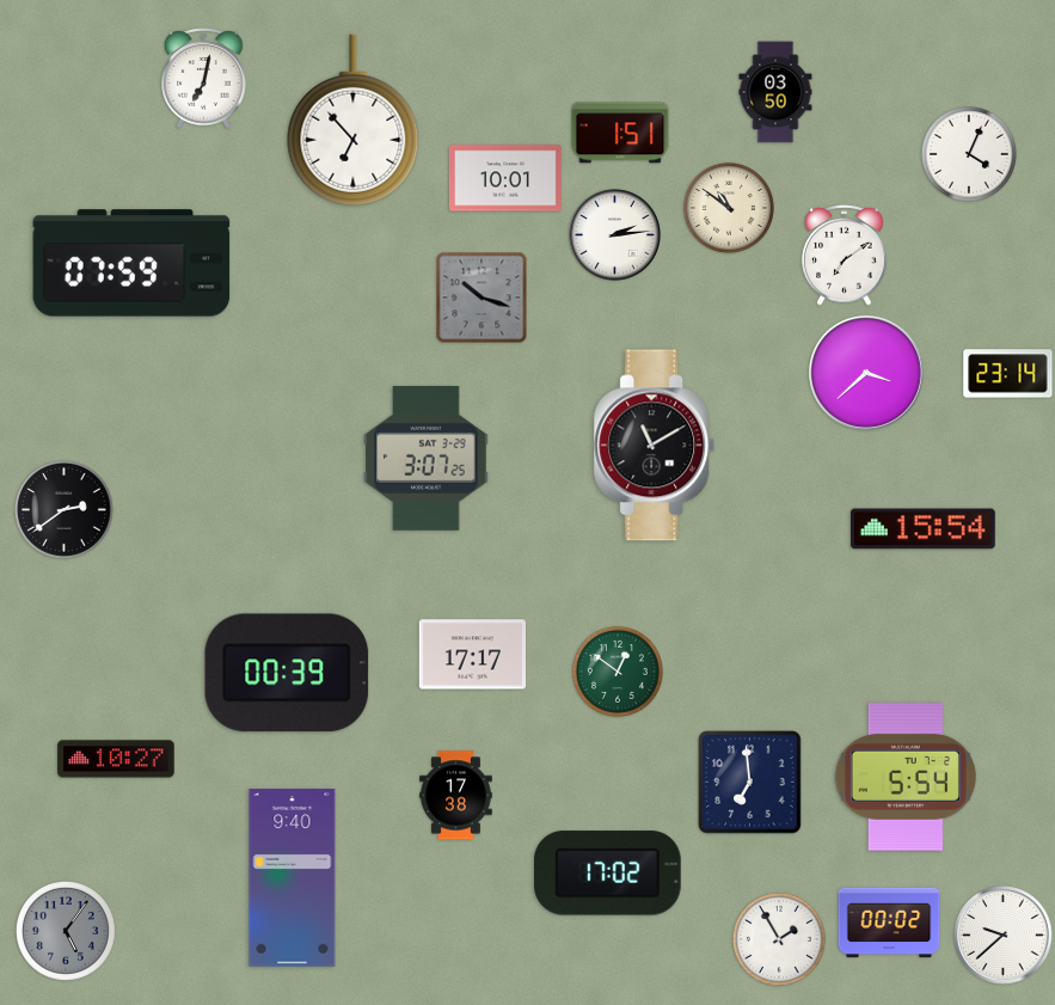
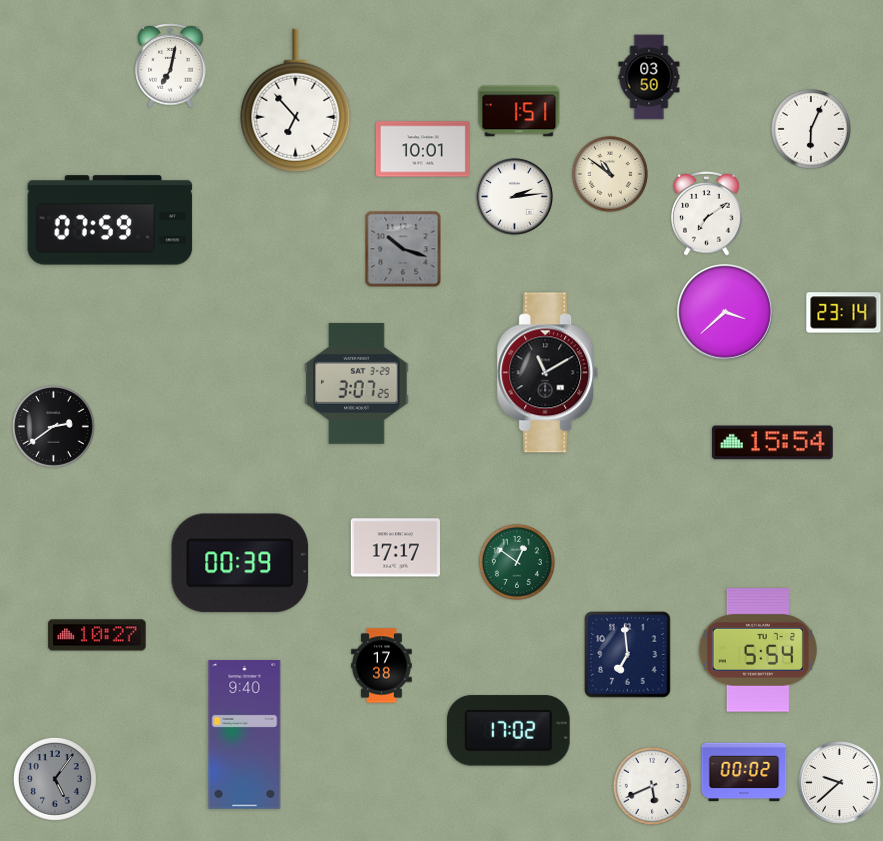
clock at (969, 154): 4:04 -> 6:04
clock at (779, 939): 1:55 -> 5:41
